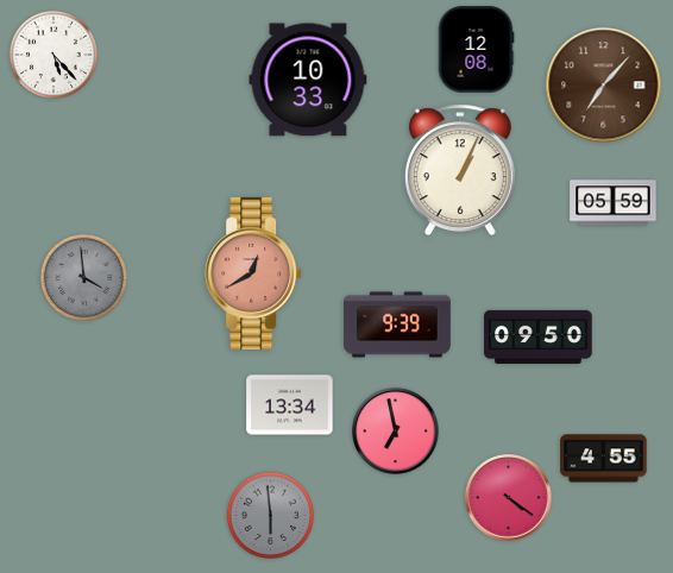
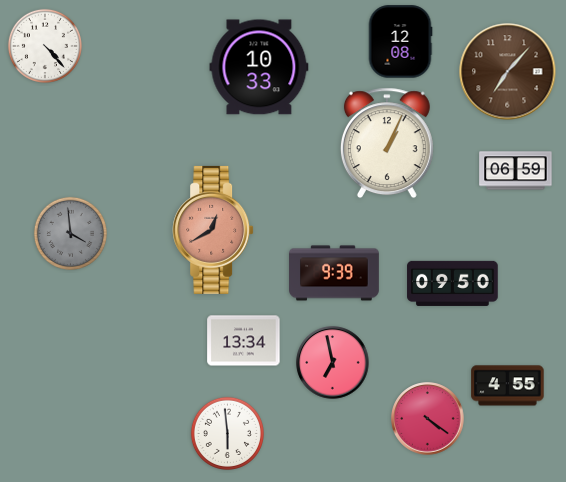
clock at (54, 55): 5:23 -> 4:23
clock at (614, 203): 05:59 -> 06:59
clock at (270, 515) dial: grey -> white
